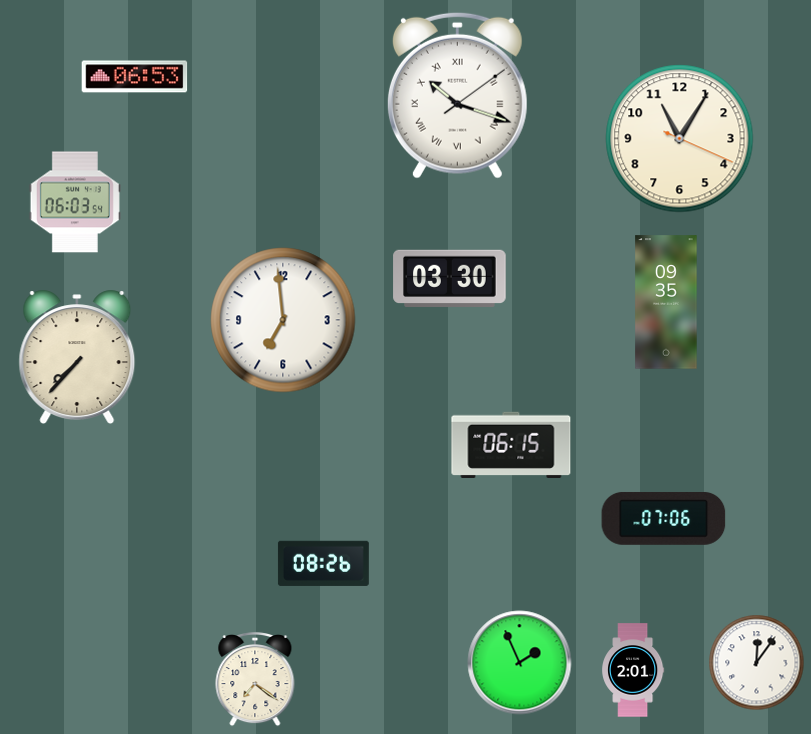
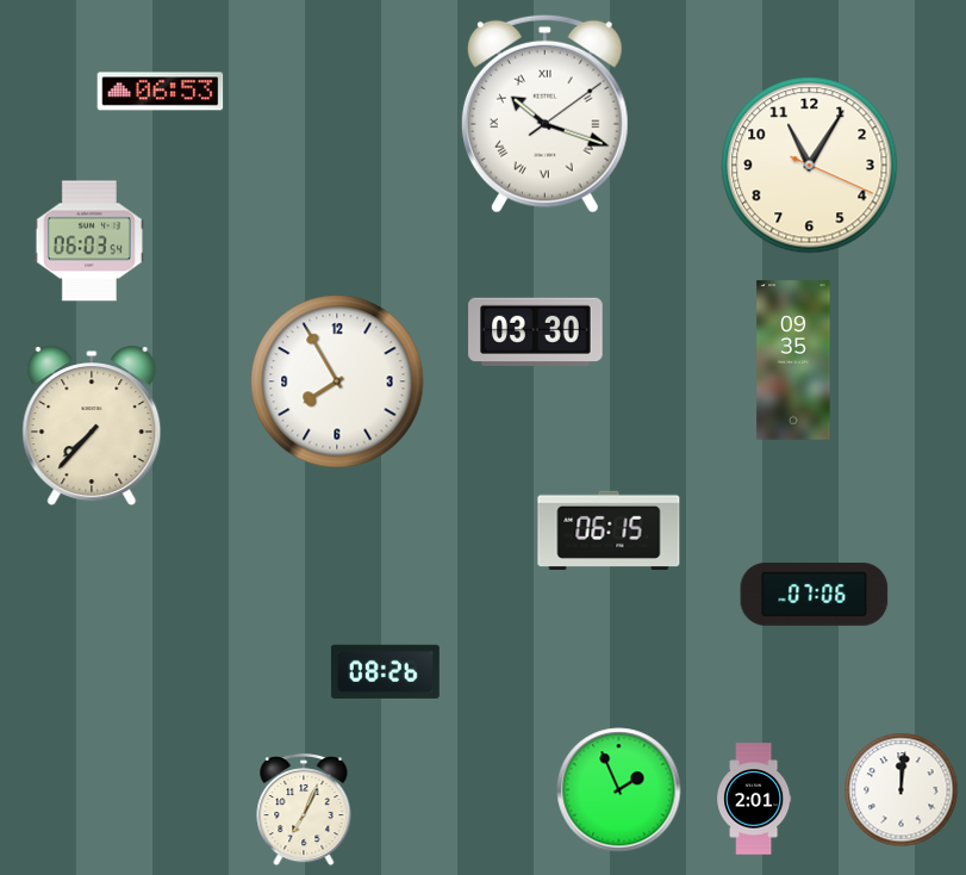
clock at (283, 320): 6:59 -> 7:55
clock at (664, 518) position: (664, 518) -> (815, 594)
clock at (757, 663): 12:06 -> 12:01
clock at (255, 679): 7:21 -> 7:04
